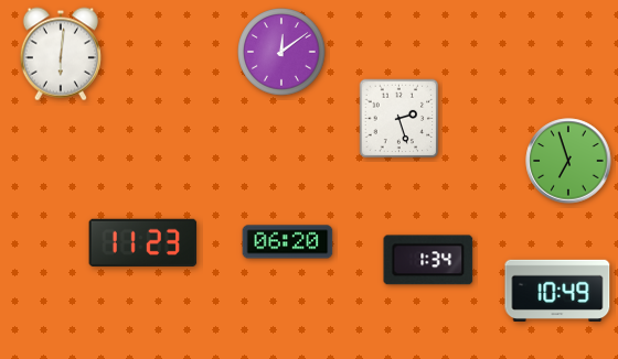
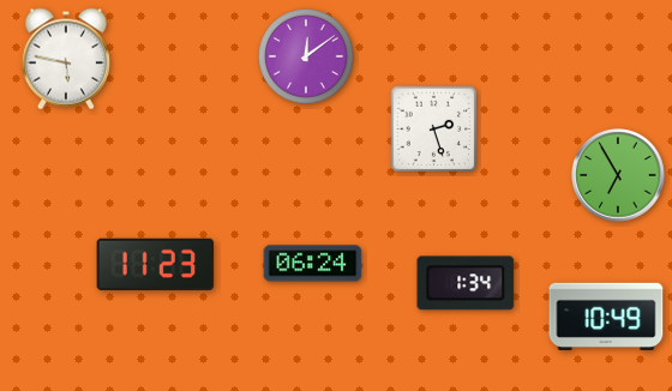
clock at (61, 54): 6:01 -> 5:47
clock at (568, 161): 6:57 -> 6:55
clock at (288, 242): 06:20 -> 06:24
